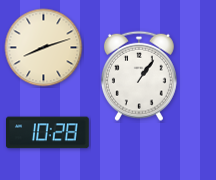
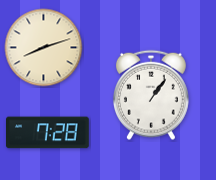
clock at (139, 76) position: (139, 76) -> (151, 95)
clock at (48, 133): 10:28 -> 7:28
